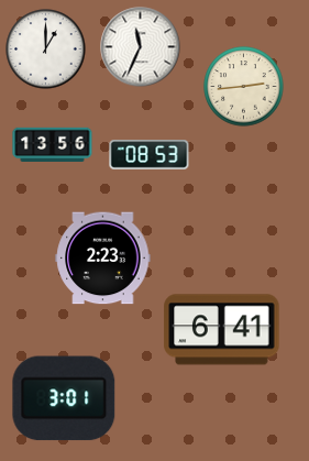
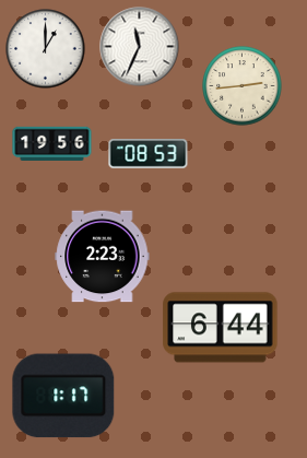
clock at (53, 144): 13:56 -> 19:56
clock at (222, 330): 6:41 -> 6:44
clock at (64, 398): 3:01 -> 1:17
